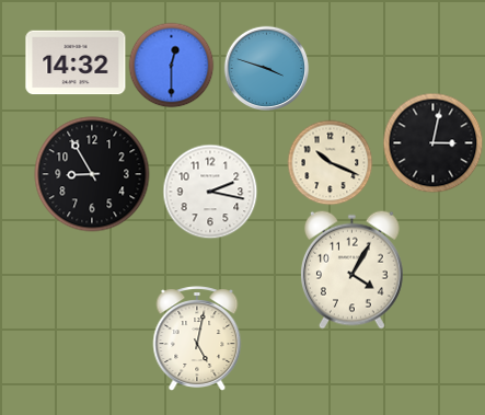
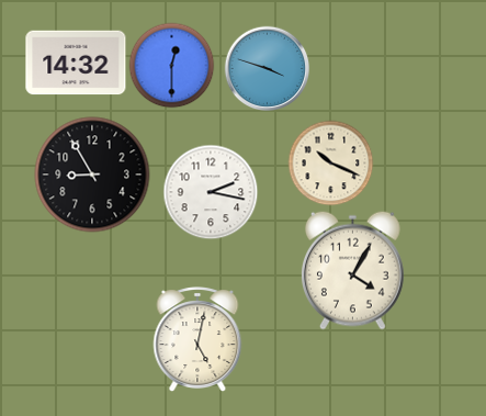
clock at (432, 142): 3:02 -> none
